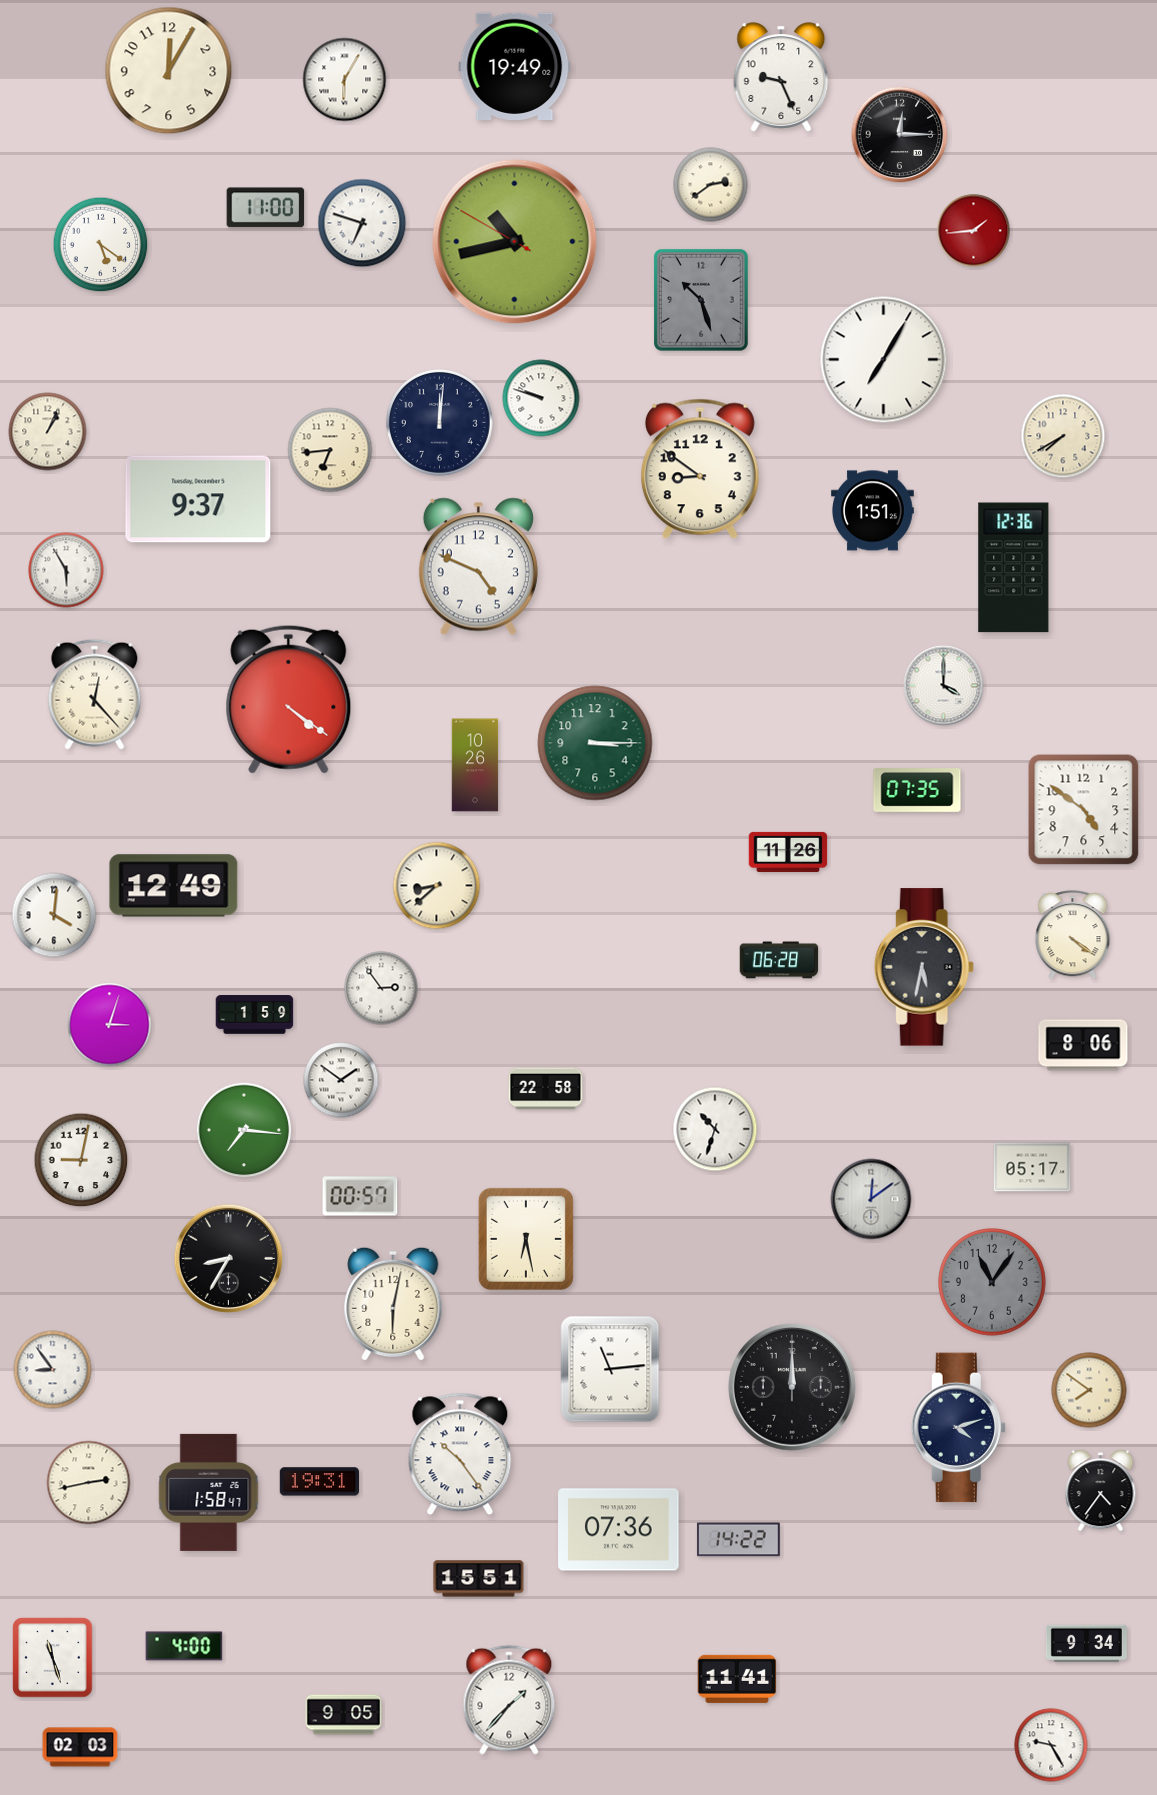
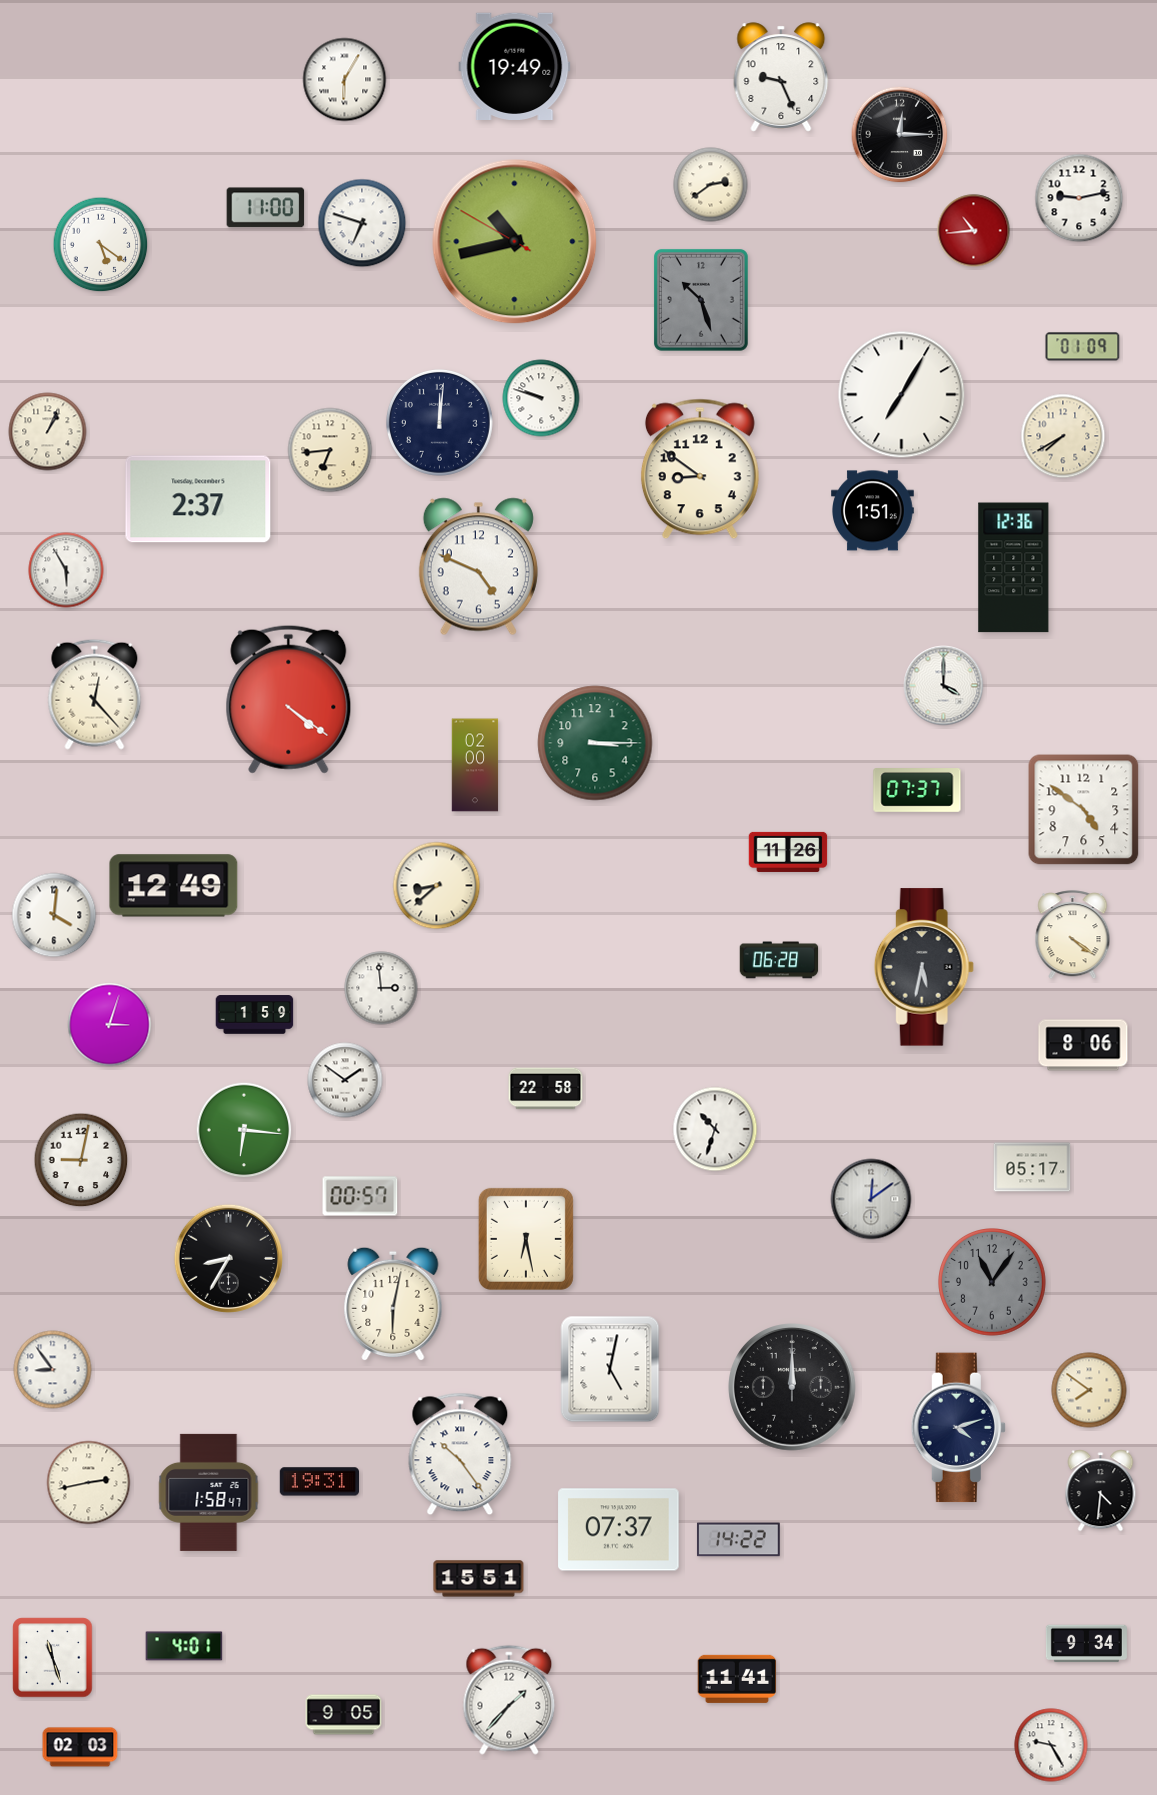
clock at (169, 71): 12:05 -> none
clock at (1079, 198): none -> 9:13
clock at (974, 231): 1:44 -> 10:44
clock at (1083, 347): none -> 01:09
clock at (884, 360) position: (884, 360) -> (902, 395)
clock at (198, 499): 9:37 -> 2:37
clock at (475, 765): 10:26 -> 02:00
clock at (917, 791): 07:35 -> 07:37
clock at (381, 988): 2:54 -> 2:59
clock at (341, 1080) position: (341, 1080) -> (345, 1080)
clock at (244, 1130): 7:16 -> 6:16
clock at (610, 1369): 11:14 -> 5:02
clock at (1101, 1491): 4:36 -> 4:31
clock at (619, 1530): 07:36 -> 07:37
clock at (184, 1646): 4:00 -> 4:01
